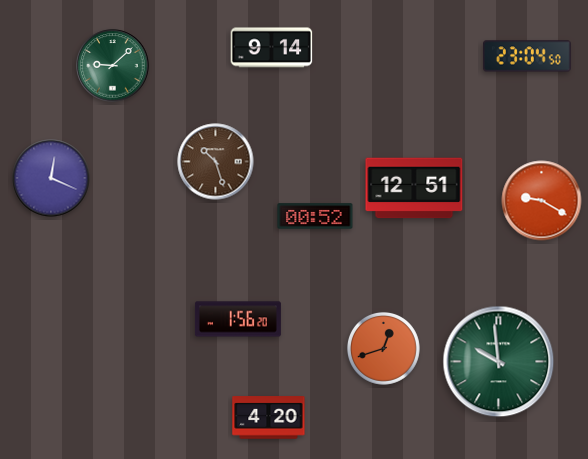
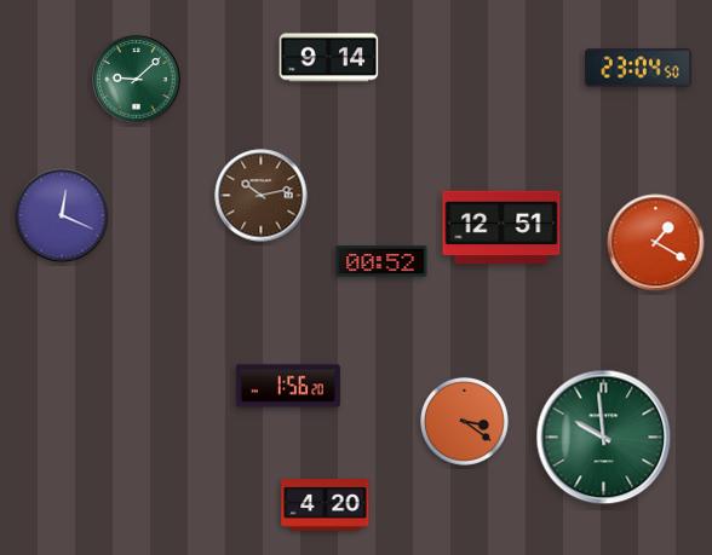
clock at (216, 162): 10:27 -> 10:13
clock at (542, 201): 9:20 -> 1:20
clock at (383, 348): 12:42 -> 3:21
